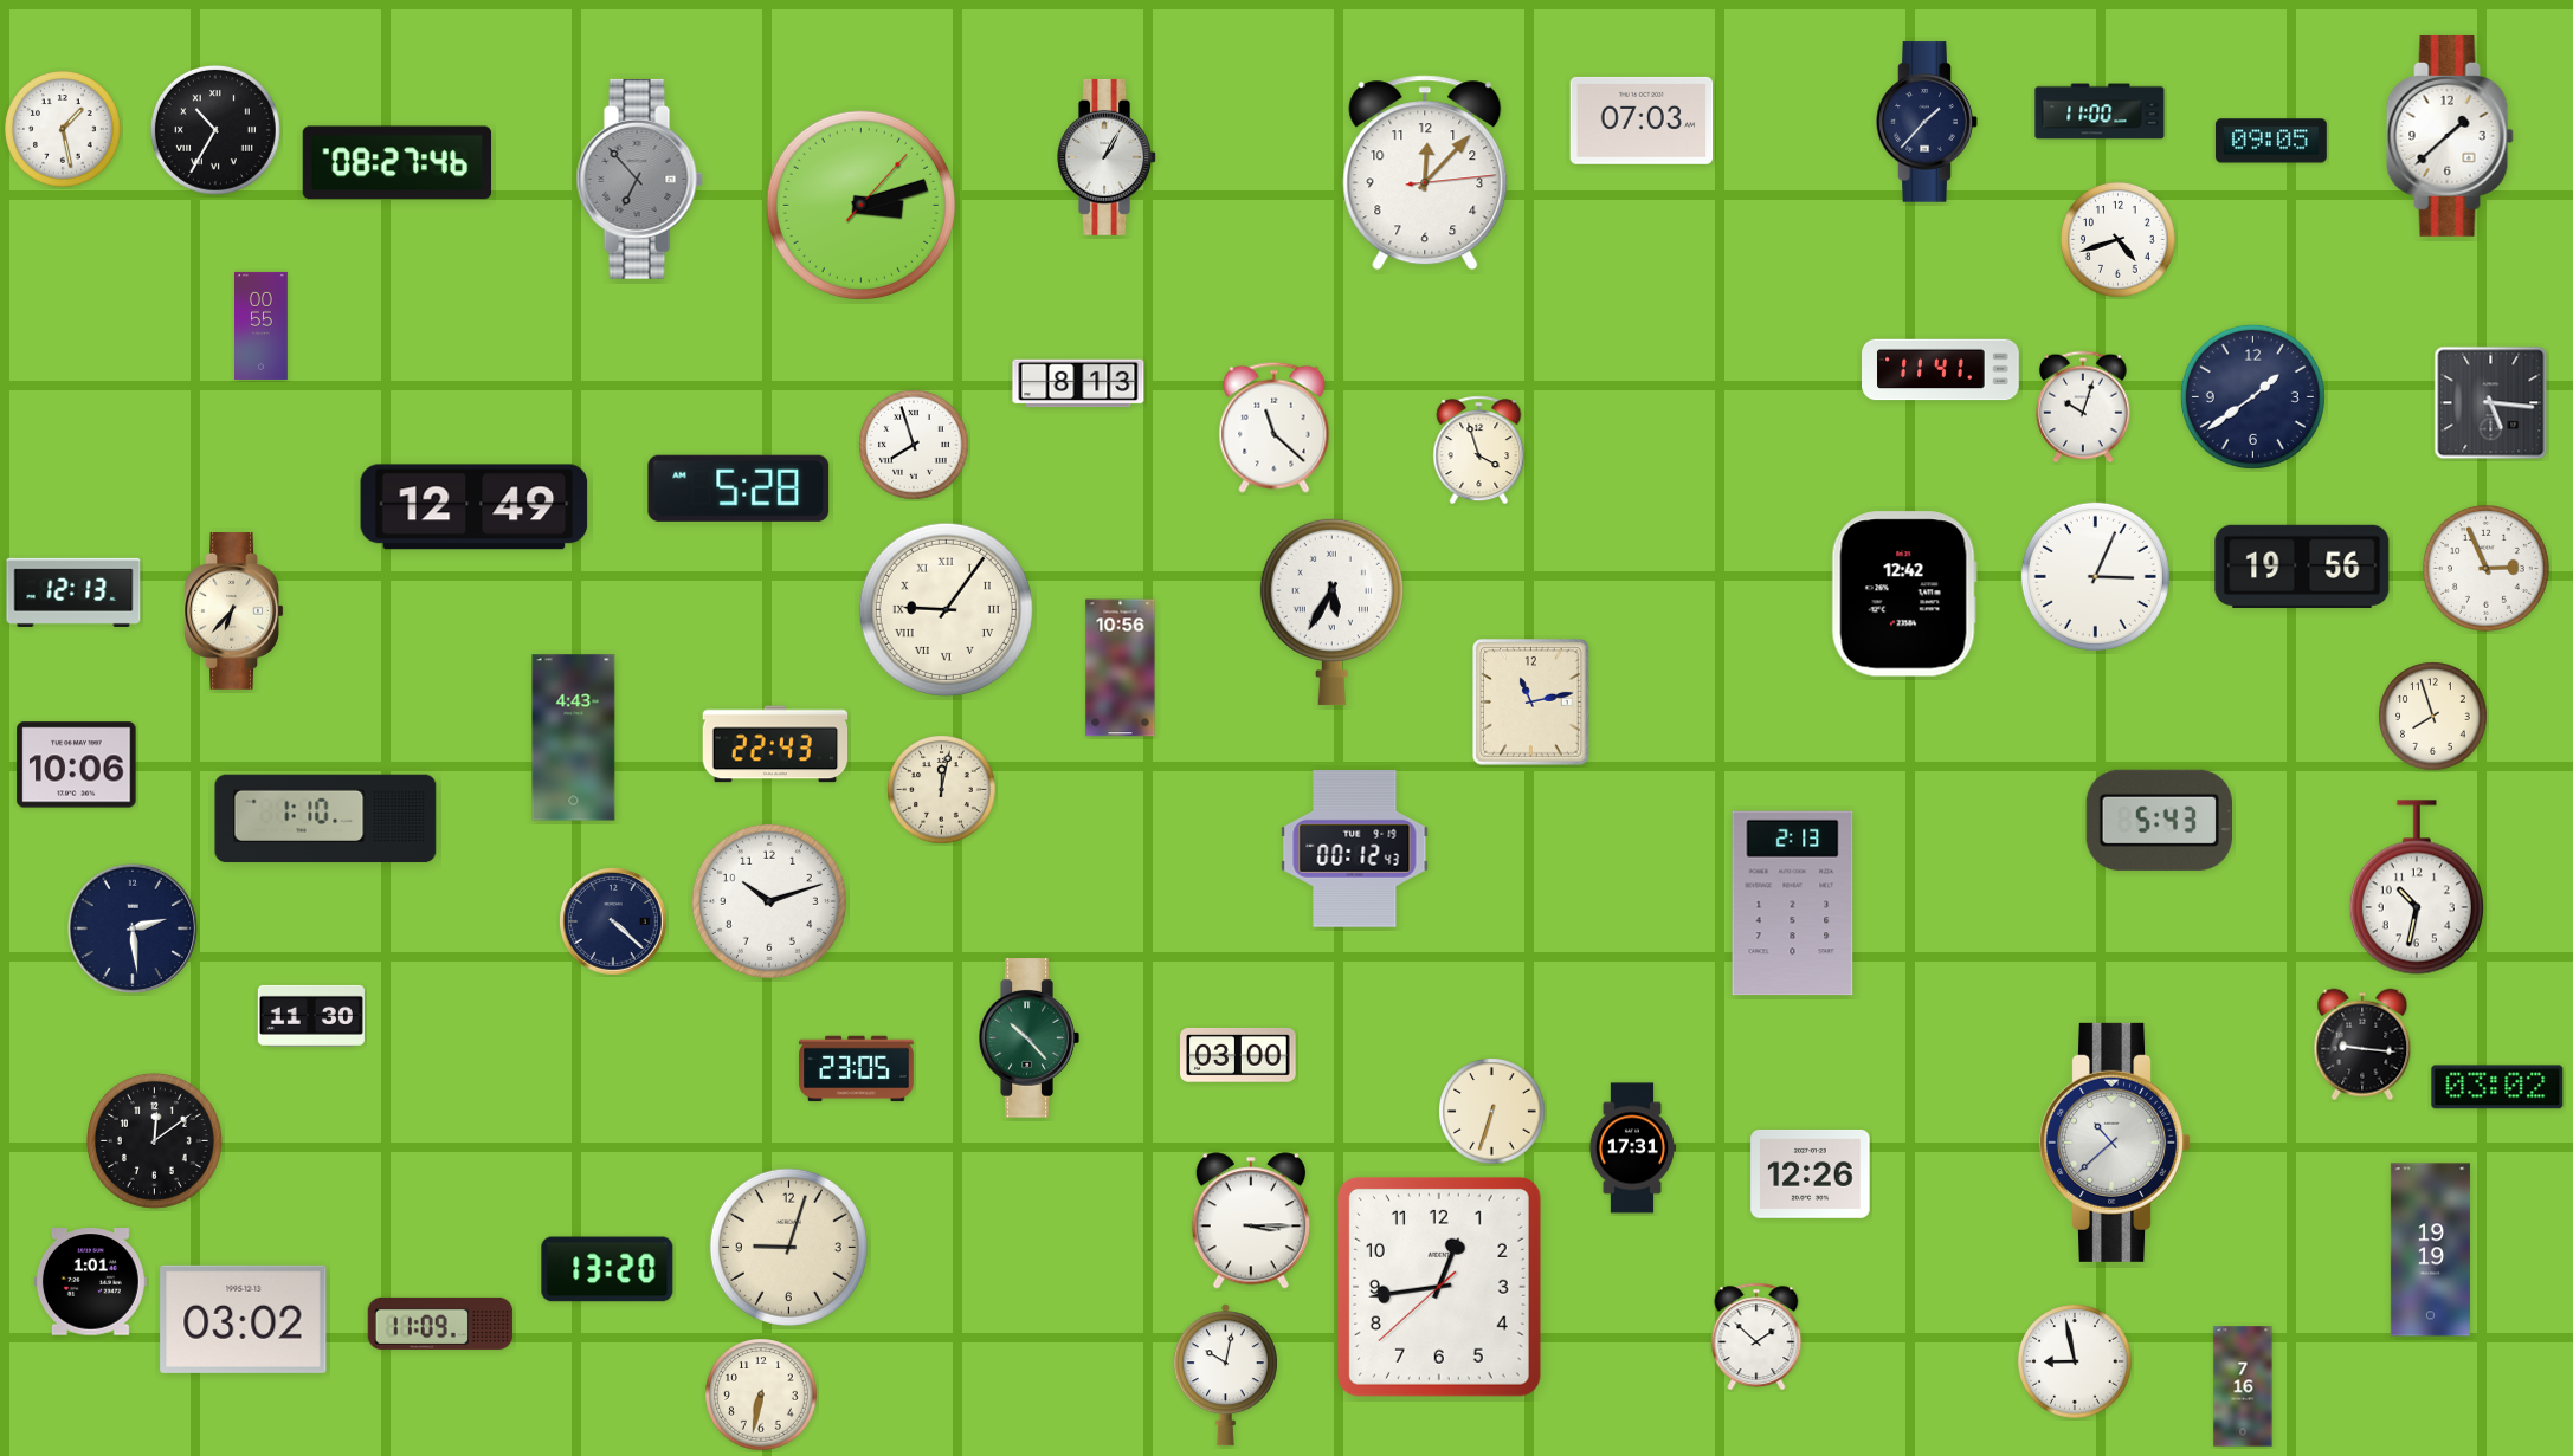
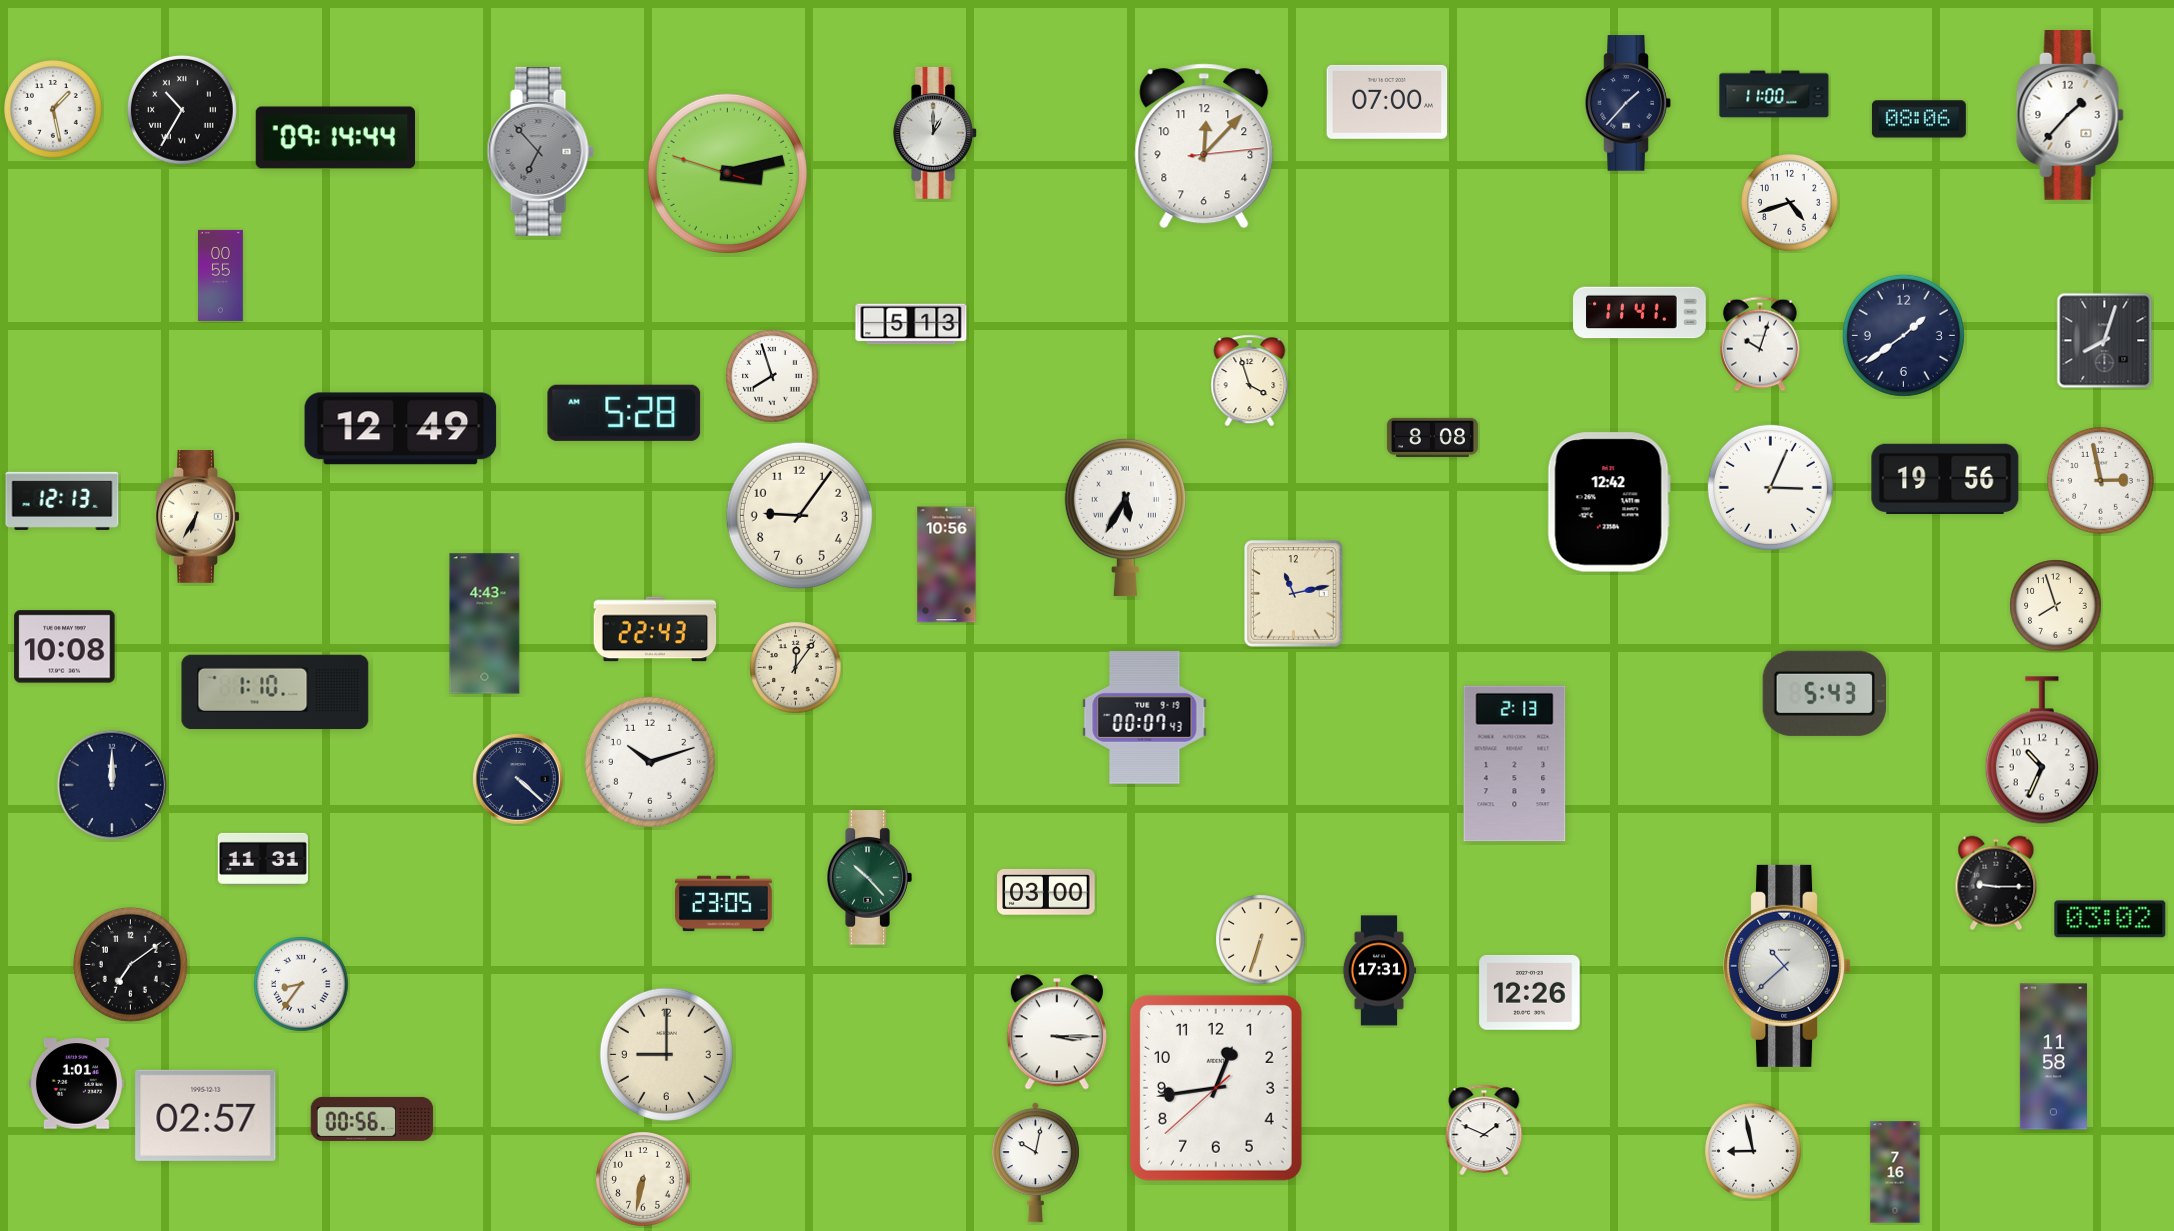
clock at (1642, 121): 07:03 -> 07:00
clock at (2450, 136): 1:38 -> 1:37
clock at (2271, 141): 09:05 -> 08:06
clock at (1107, 157): 1:05 -> 1:00
clock at (398, 163): 08:27 -> 09:14
clock at (860, 205): 3:12:07 -> 3:12:48
clock at (1078, 383): 8:13 -> 5:13
clock at (2491, 403): 5:16 -> 8:03
clock at (1275, 427): 11:22 -> none
clock at (1432, 437): none -> 8:08
clock at (2485, 568): 2:56 -> 2:58
clock at (946, 609) numerals: Roman -> Arabic
clock at (234, 611): 6:37 -> 6:35
clock at (77, 765): 10:06 -> 10:08
clock at (942, 790): 12:02 -> 12:06
clock at (1355, 849): 00:12 -> 00:07
clock at (2417, 887): 10:32 -> 10:34
clock at (133, 928): 2:29 -> 12:00
clock at (311, 1016): 11:30 -> 11:31
clock at (2362, 1044): 9:16 -> 9:15
clock at (154, 1140): 12:09 -> 7:09
clock at (301, 984): none -> 8:36
clock at (788, 1247): 9:03 -> 9:00
clock at (2430, 1250): 19:19 -> 11:58
clock at (607, 1269): 13:20 -> none
clock at (244, 1319): 03:02 -> 02:57
clock at (440, 1324): 11:09 -> 00:56
clock at (1756, 1337): 1:52 -> 1:49
